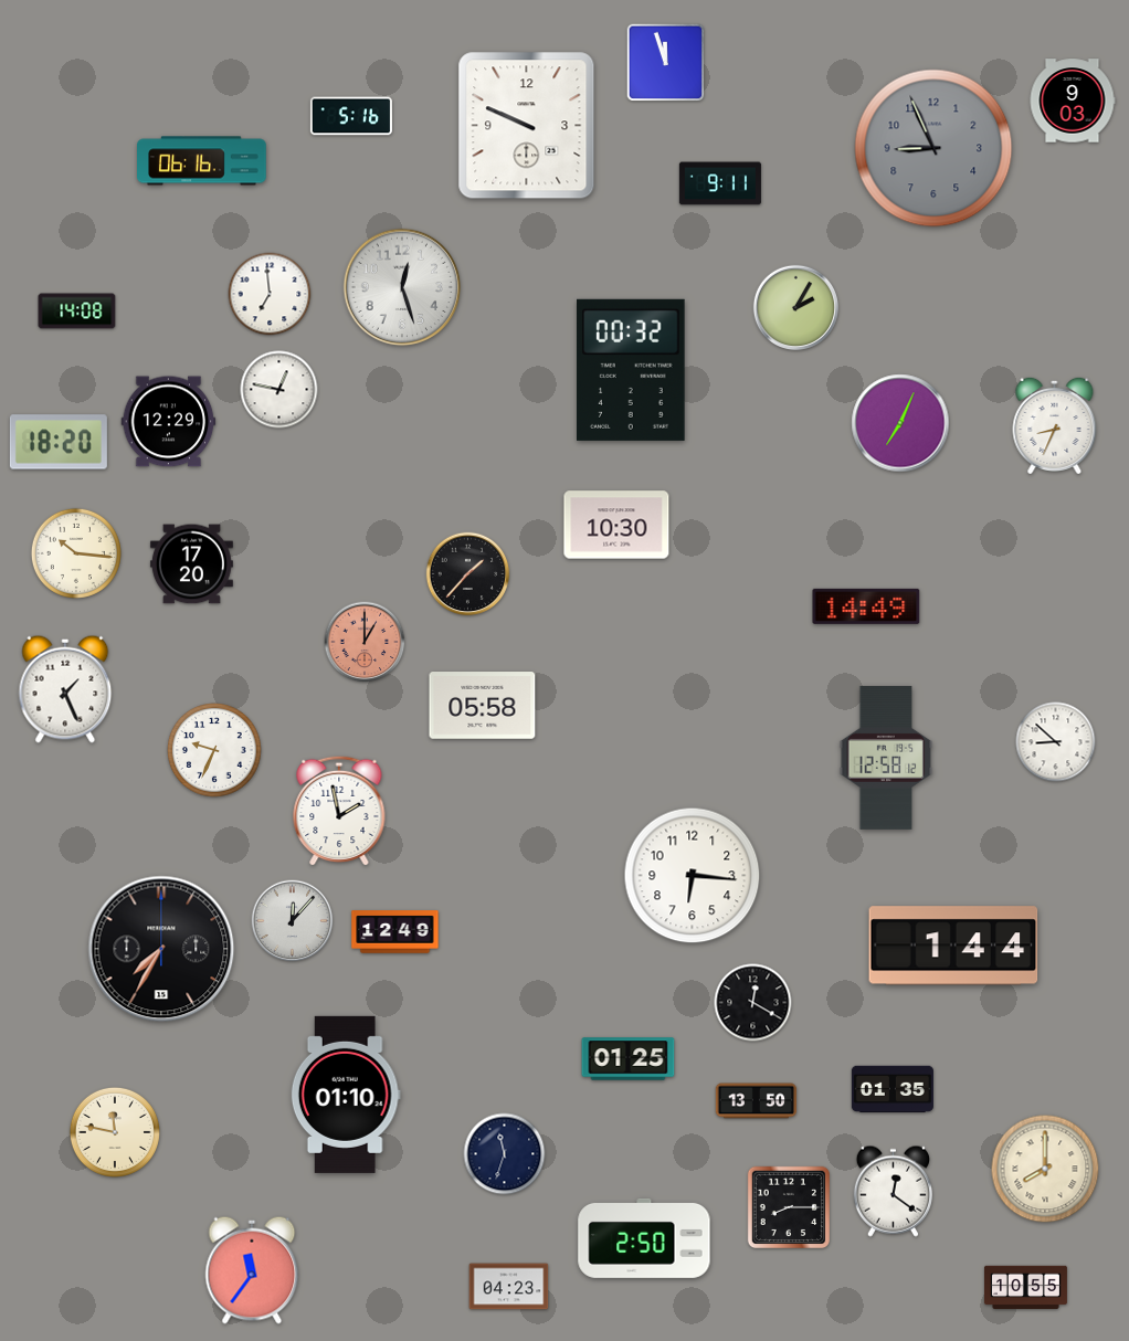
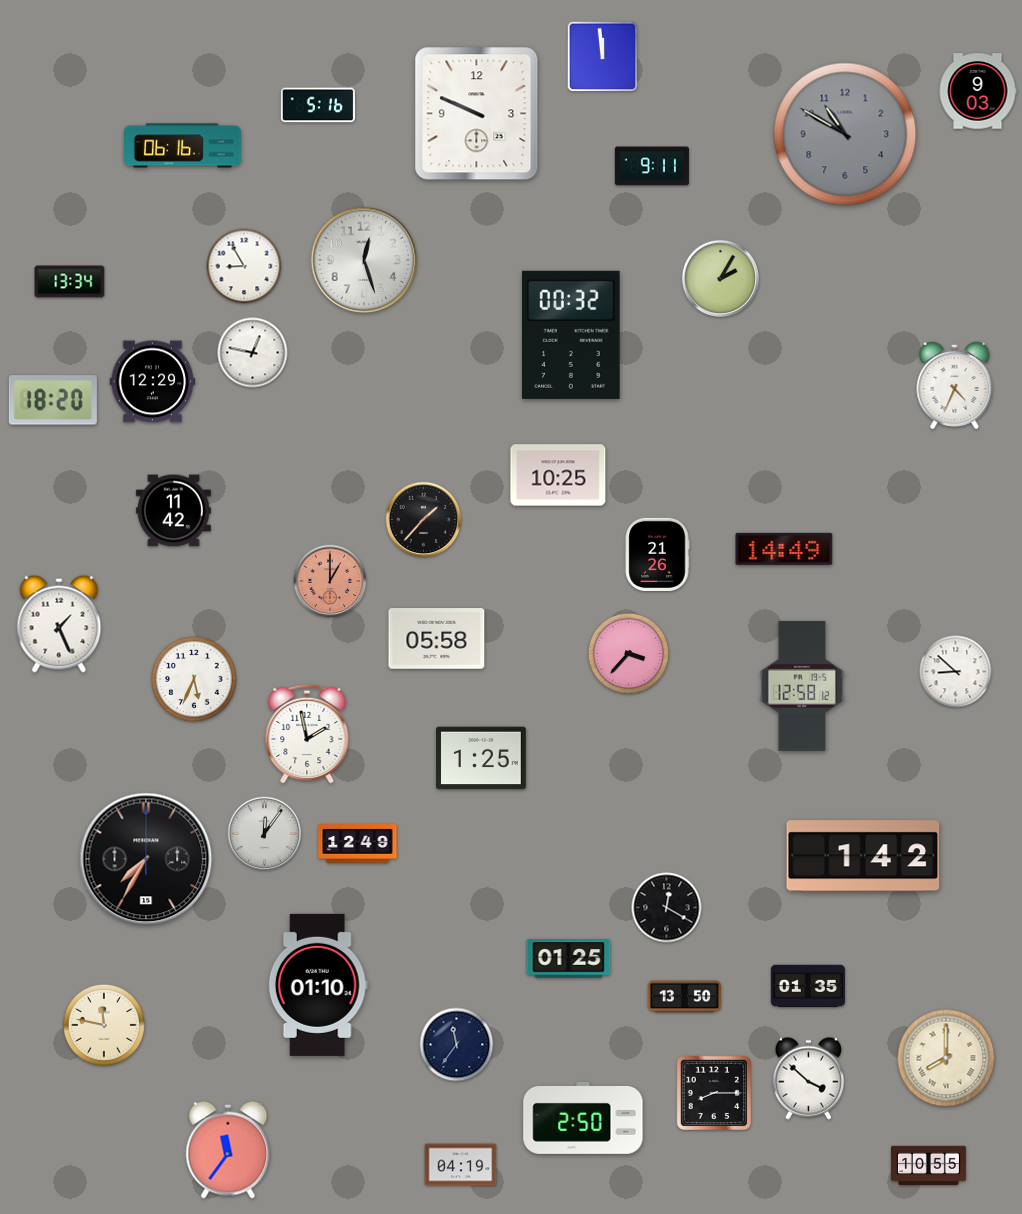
clock at (666, 63): 11:57 -> 11:59
clock at (1073, 101) position: (1073, 101) -> (978, 91)
clock at (933, 148): 8:56 -> 10:50
clock at (270, 294): 6:59 -> 8:55
clock at (77, 312): 14:08 -> 13:34
clock at (900, 423): 7:04 -> none
clock at (1055, 425): 8:34 -> 4:34
clock at (616, 525): 10:30 -> 10:25
clock at (76, 553): 10:16 -> none
clock at (191, 564): 17:20 -> 11:42
clock at (657, 554): none -> 21:26
clock at (628, 653): none -> 3:37
clock at (214, 750): 9:34 -> 5:34
clock at (481, 758): none -> 1:25
clock at (693, 876): 6:16 -> none
clock at (293, 921): 12:07 -> 12:06
clock at (953, 946): 1:44 -> 1:42
clock at (753, 1003) position: (753, 1003) -> (667, 908)
clock at (346, 1095) position: (346, 1095) -> (318, 985)
clock at (505, 1154): 11:33 -> 11:36
clock at (893, 1191): 12:21 -> 3:52
clock at (644, 1238) position: (644, 1238) -> (583, 1118)
clock at (509, 1287): 04:23 -> 04:19
